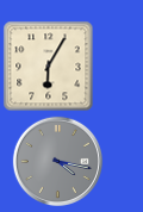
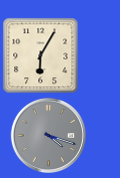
clock at (57, 161): 4:17 -> 4:18
